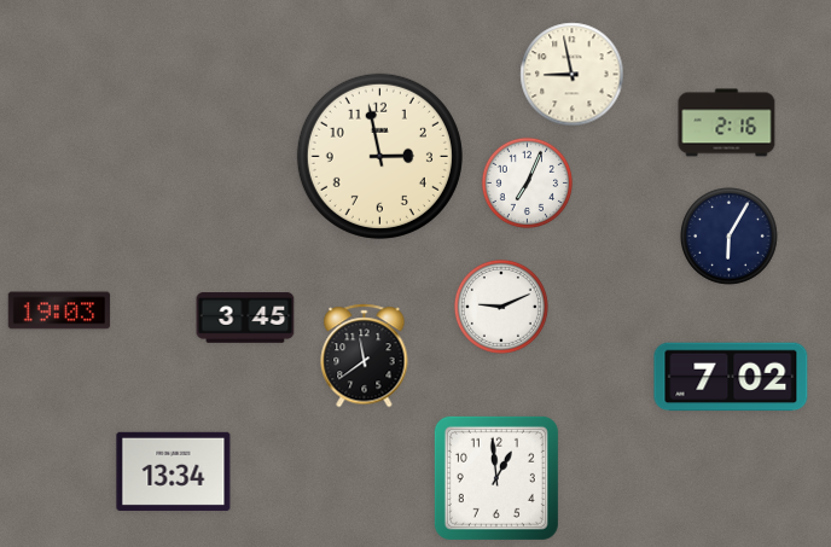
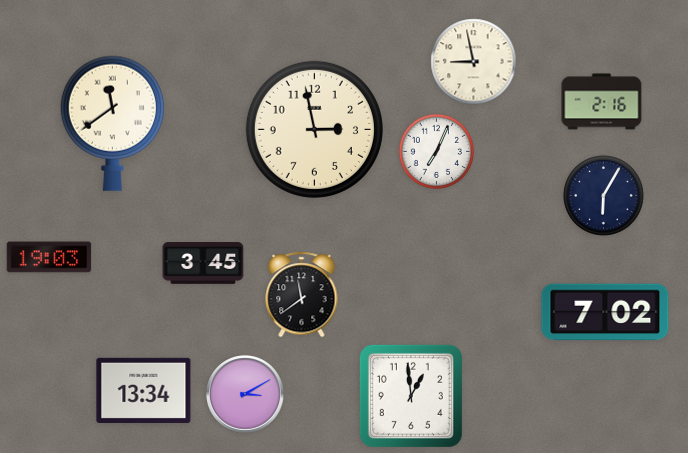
clock at (112, 123): none -> 11:39
clock at (501, 307): 9:11 -> none
clock at (245, 394): none -> 3:10
